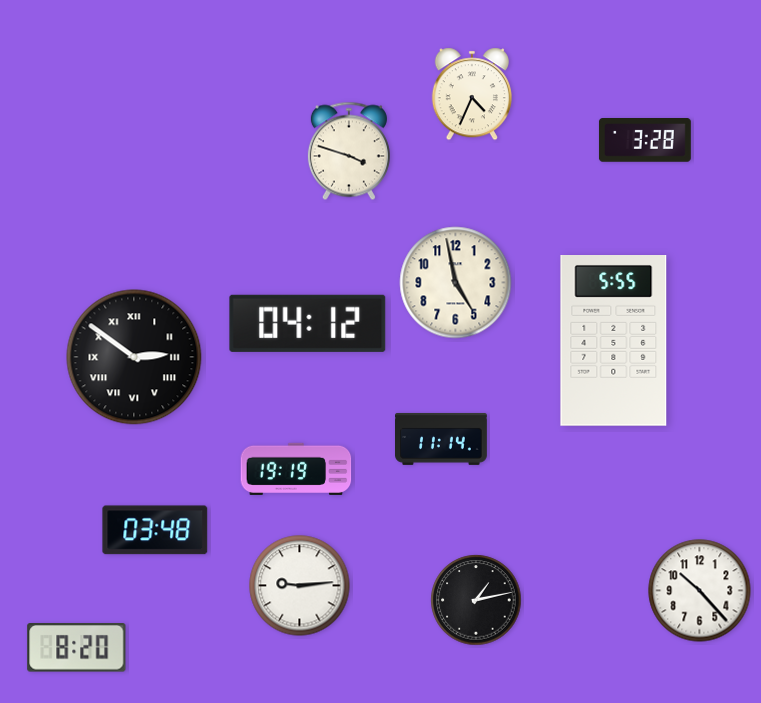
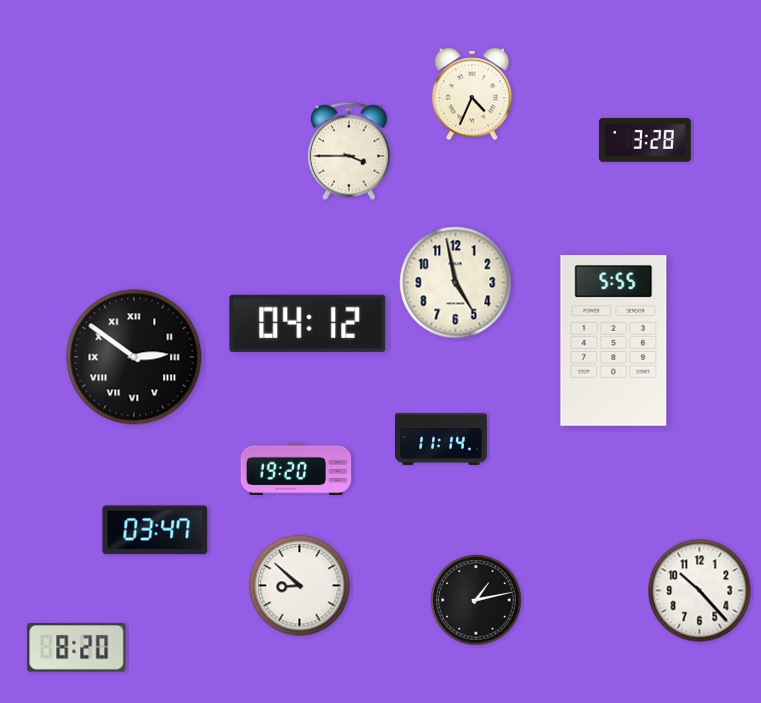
clock at (349, 151): 3:48 -> 3:45
clock at (296, 469): 19:19 -> 19:20
clock at (155, 530): 03:48 -> 03:47
clock at (300, 586): 9:14 -> 8:52
